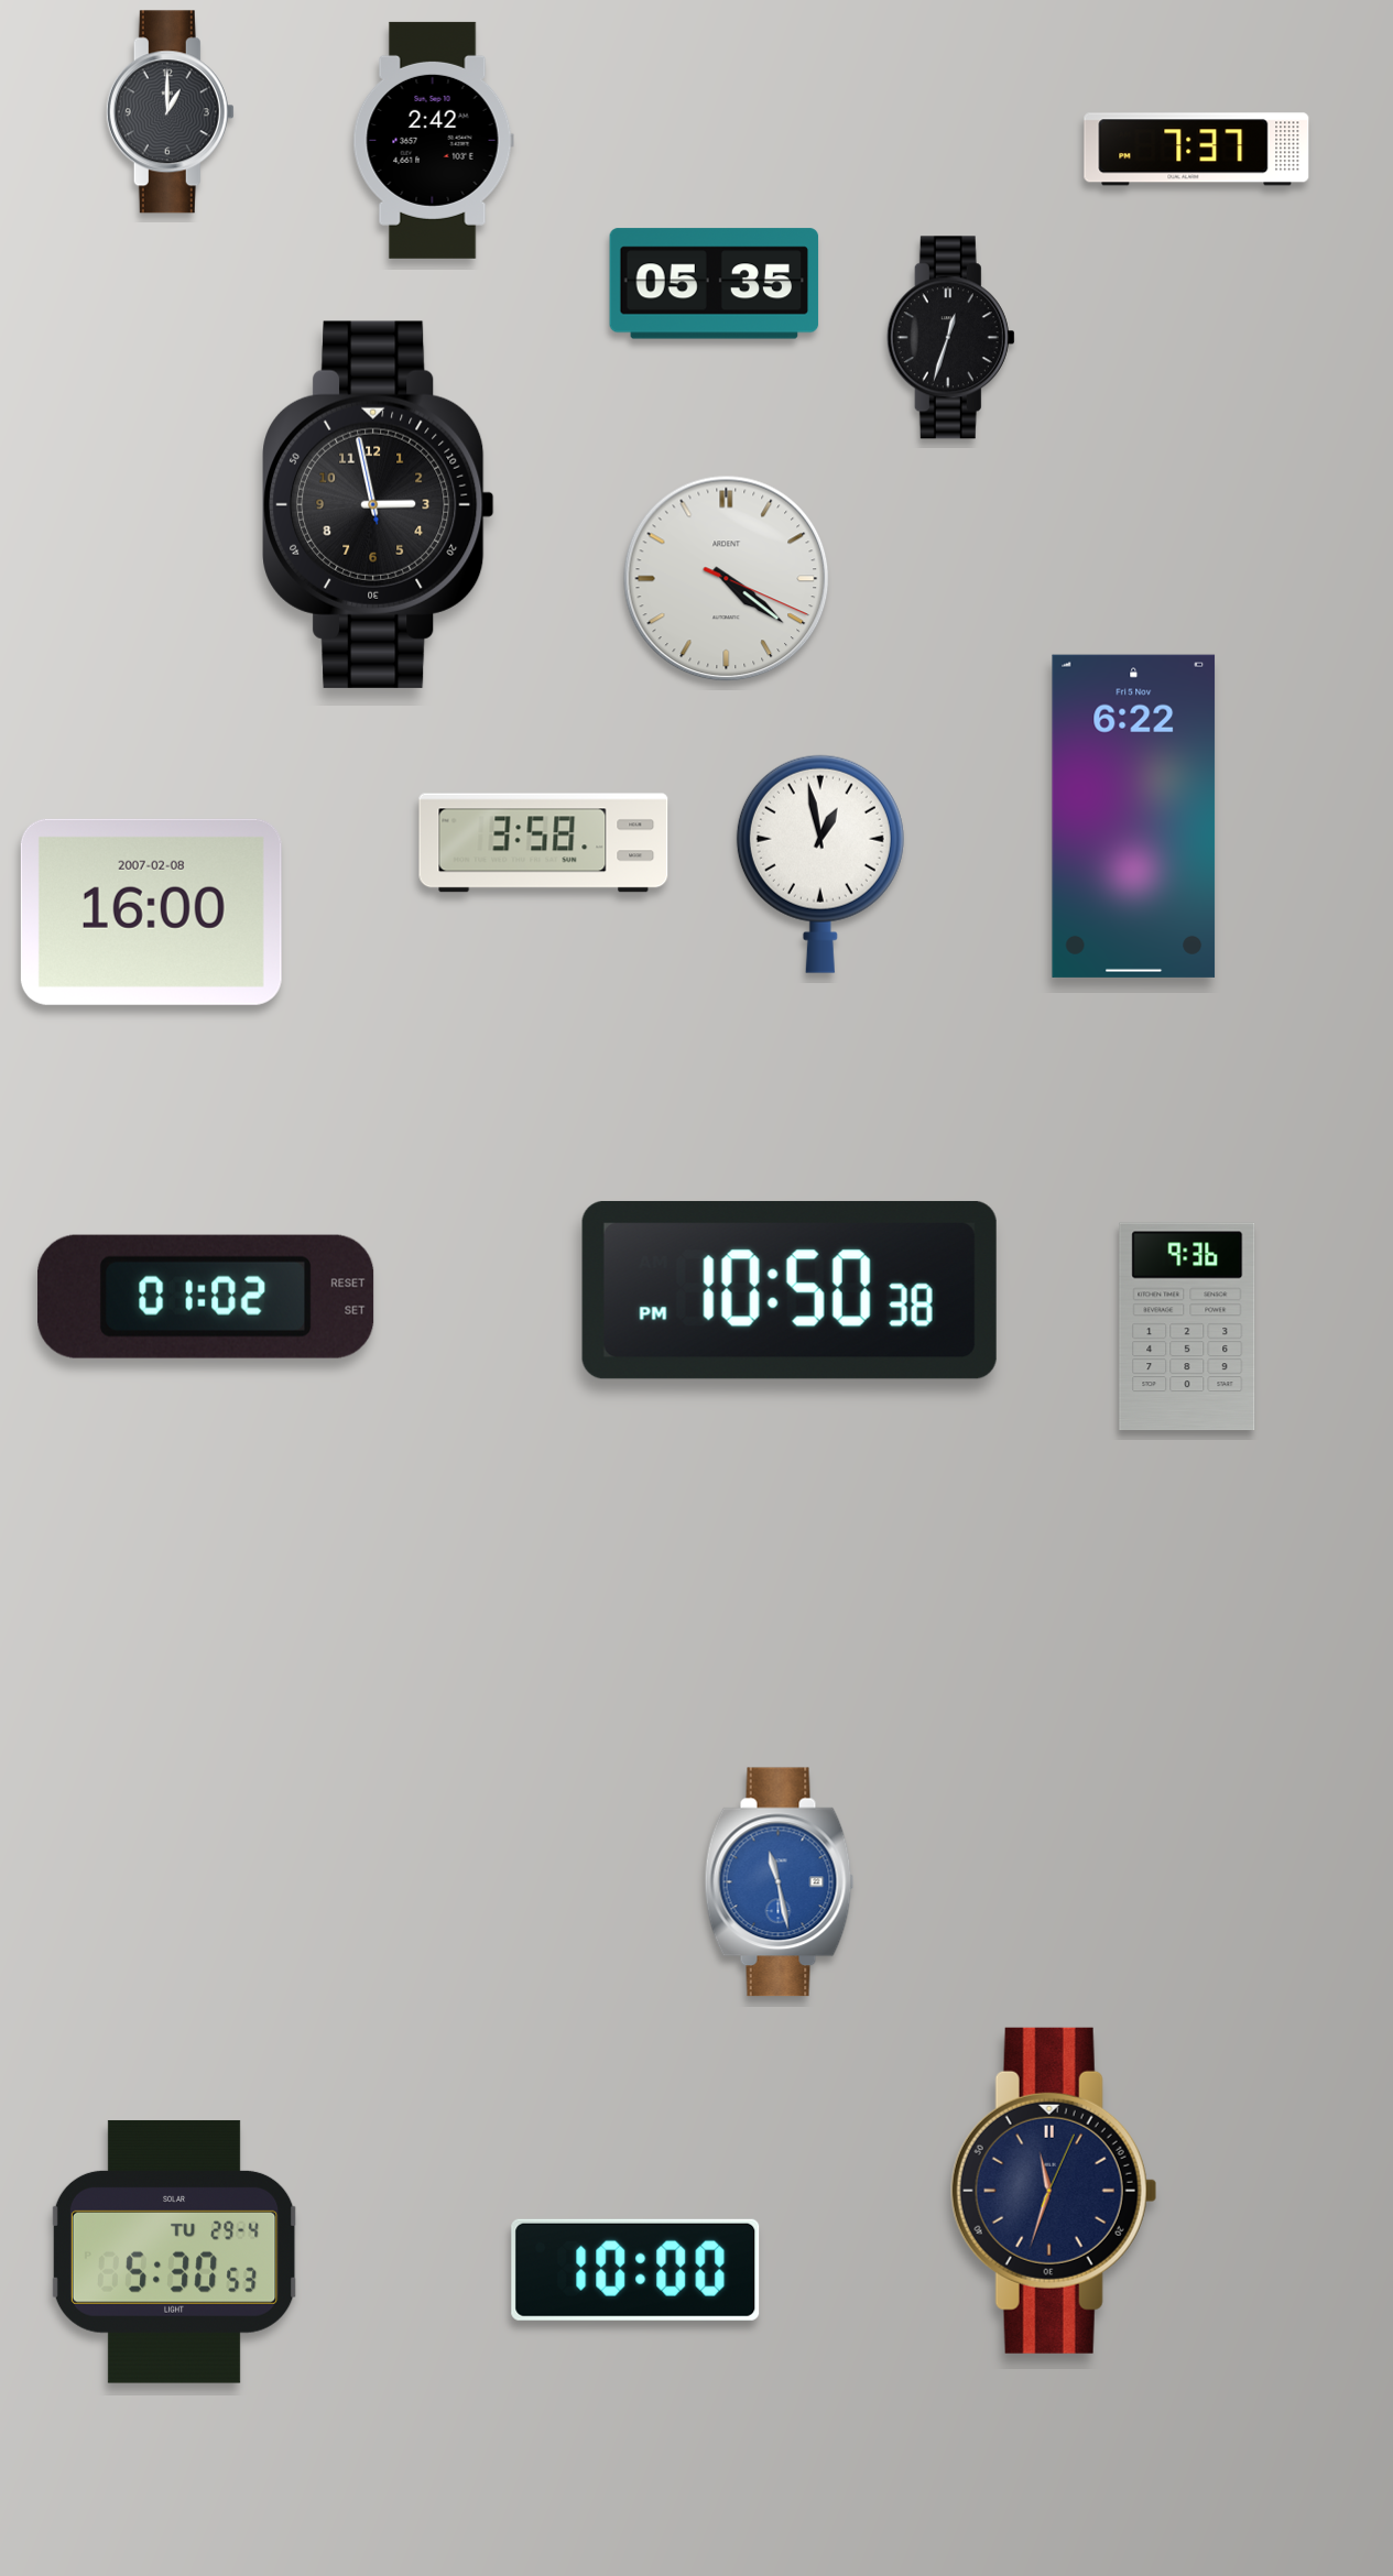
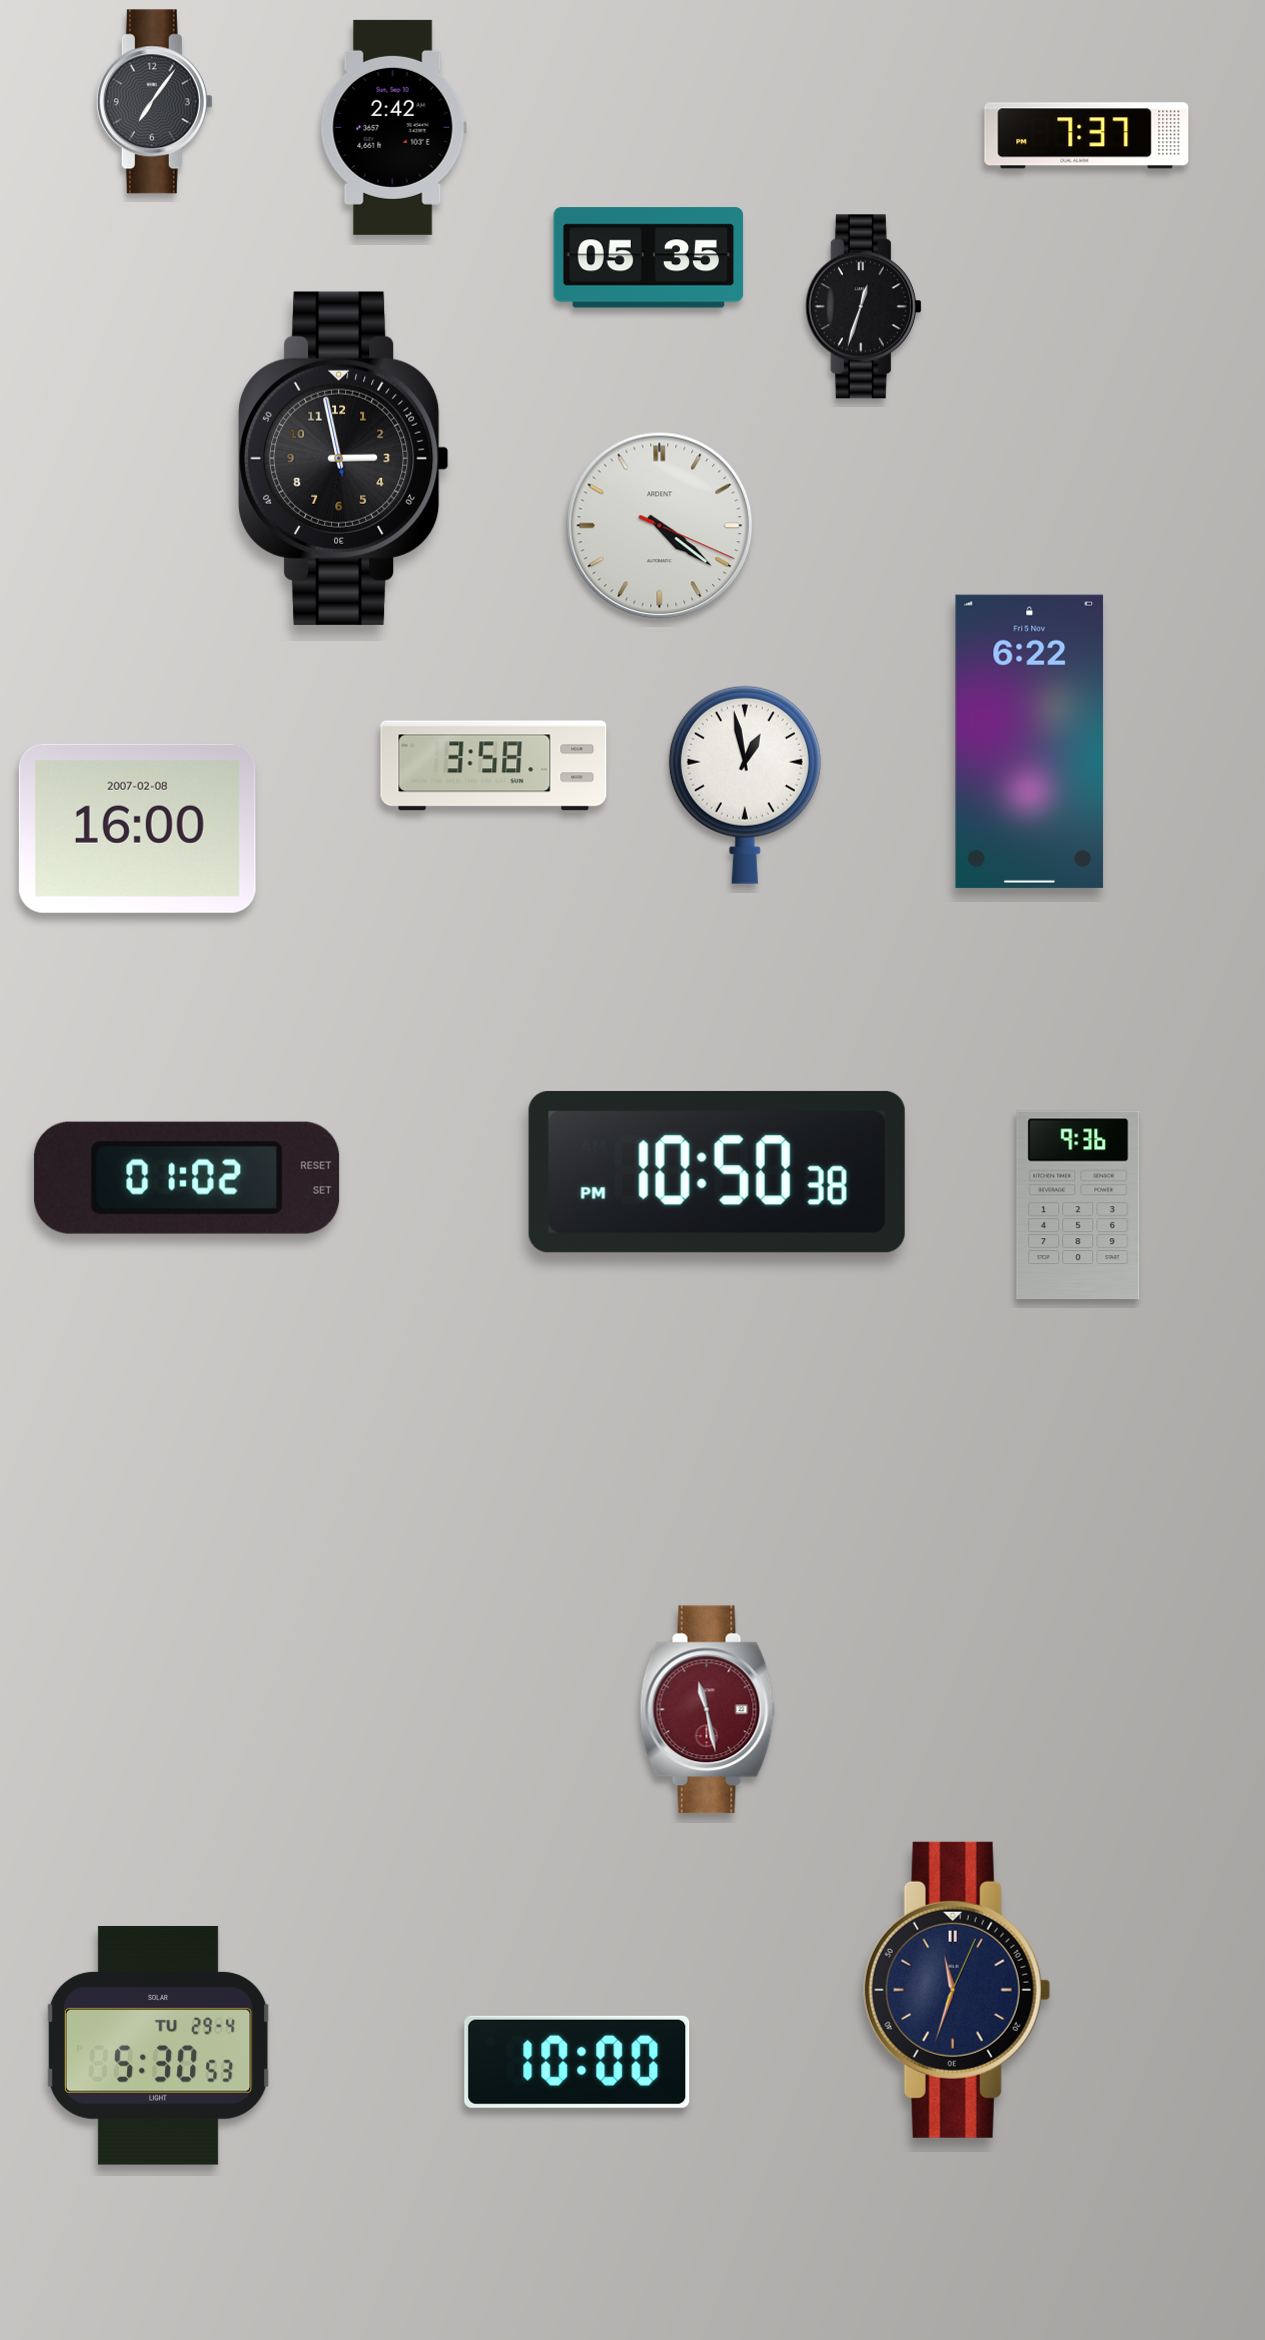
clock at (170, 112): 1:00 -> 7:06
clock at (780, 1882) dial: blue -> burgundy
